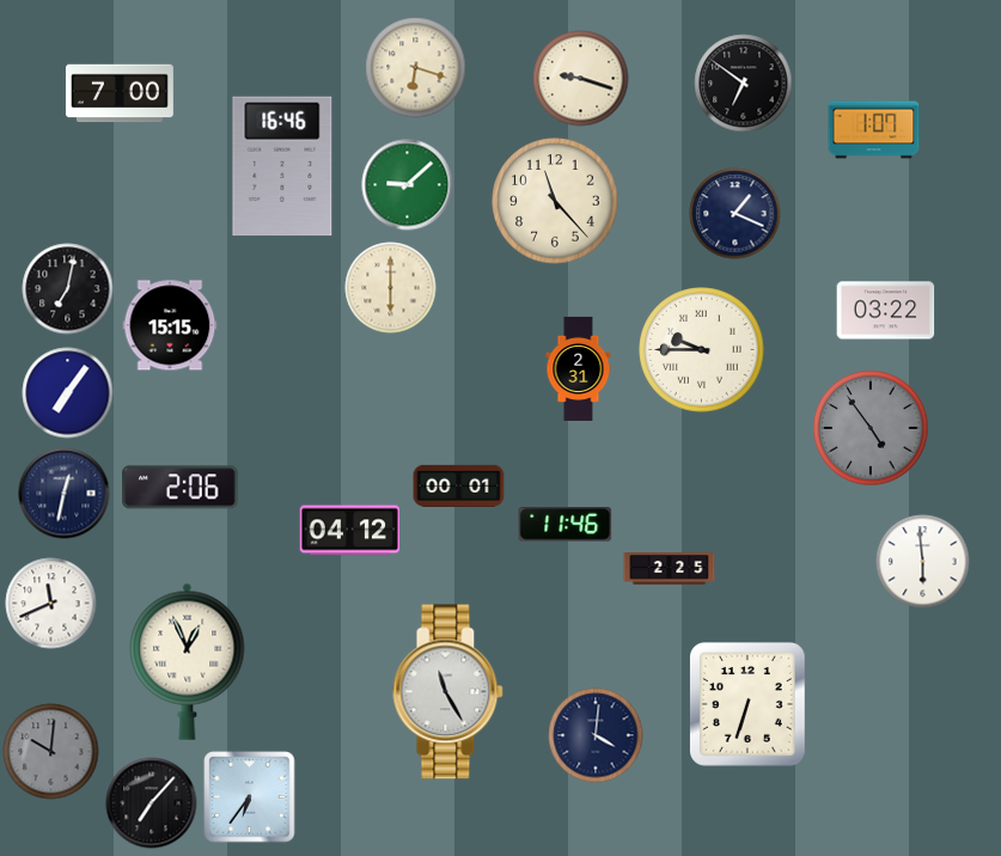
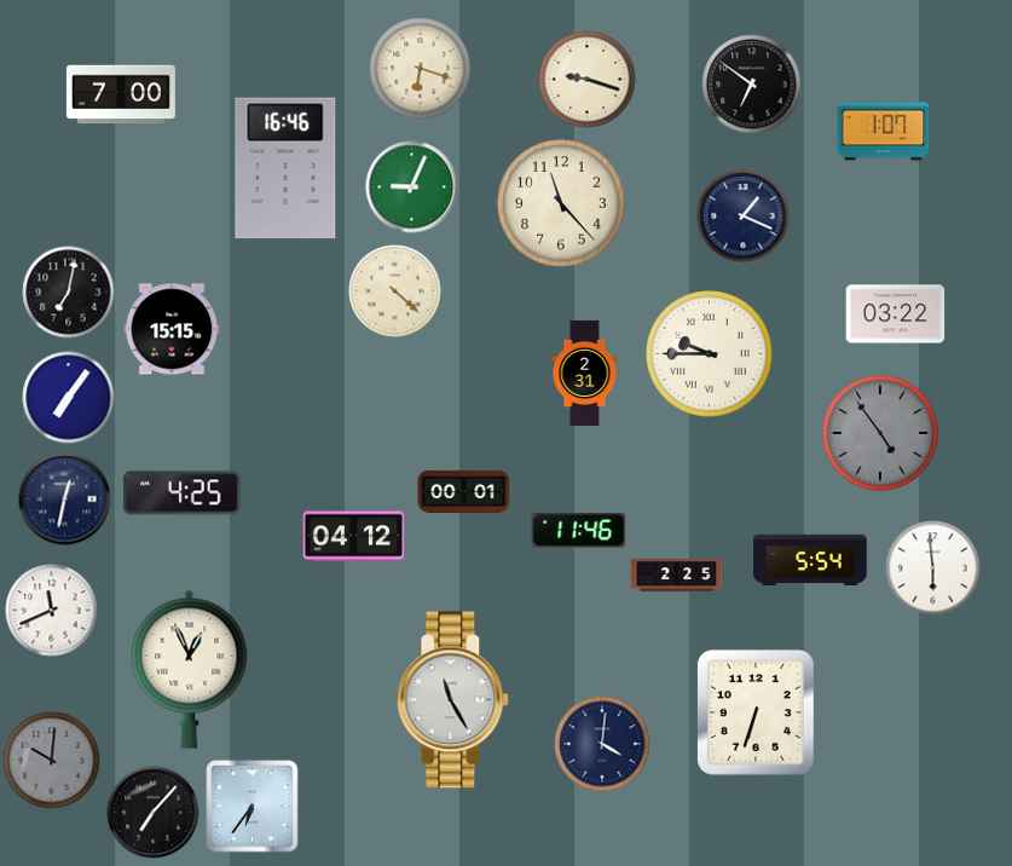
clock at (408, 185): 9:08 -> 9:04
clock at (391, 288): 6:00 -> 4:22
clock at (181, 488): 2:06 -> 4:25
clock at (566, 525) position: (566, 525) -> (579, 531)
clock at (810, 560): none -> 5:54
